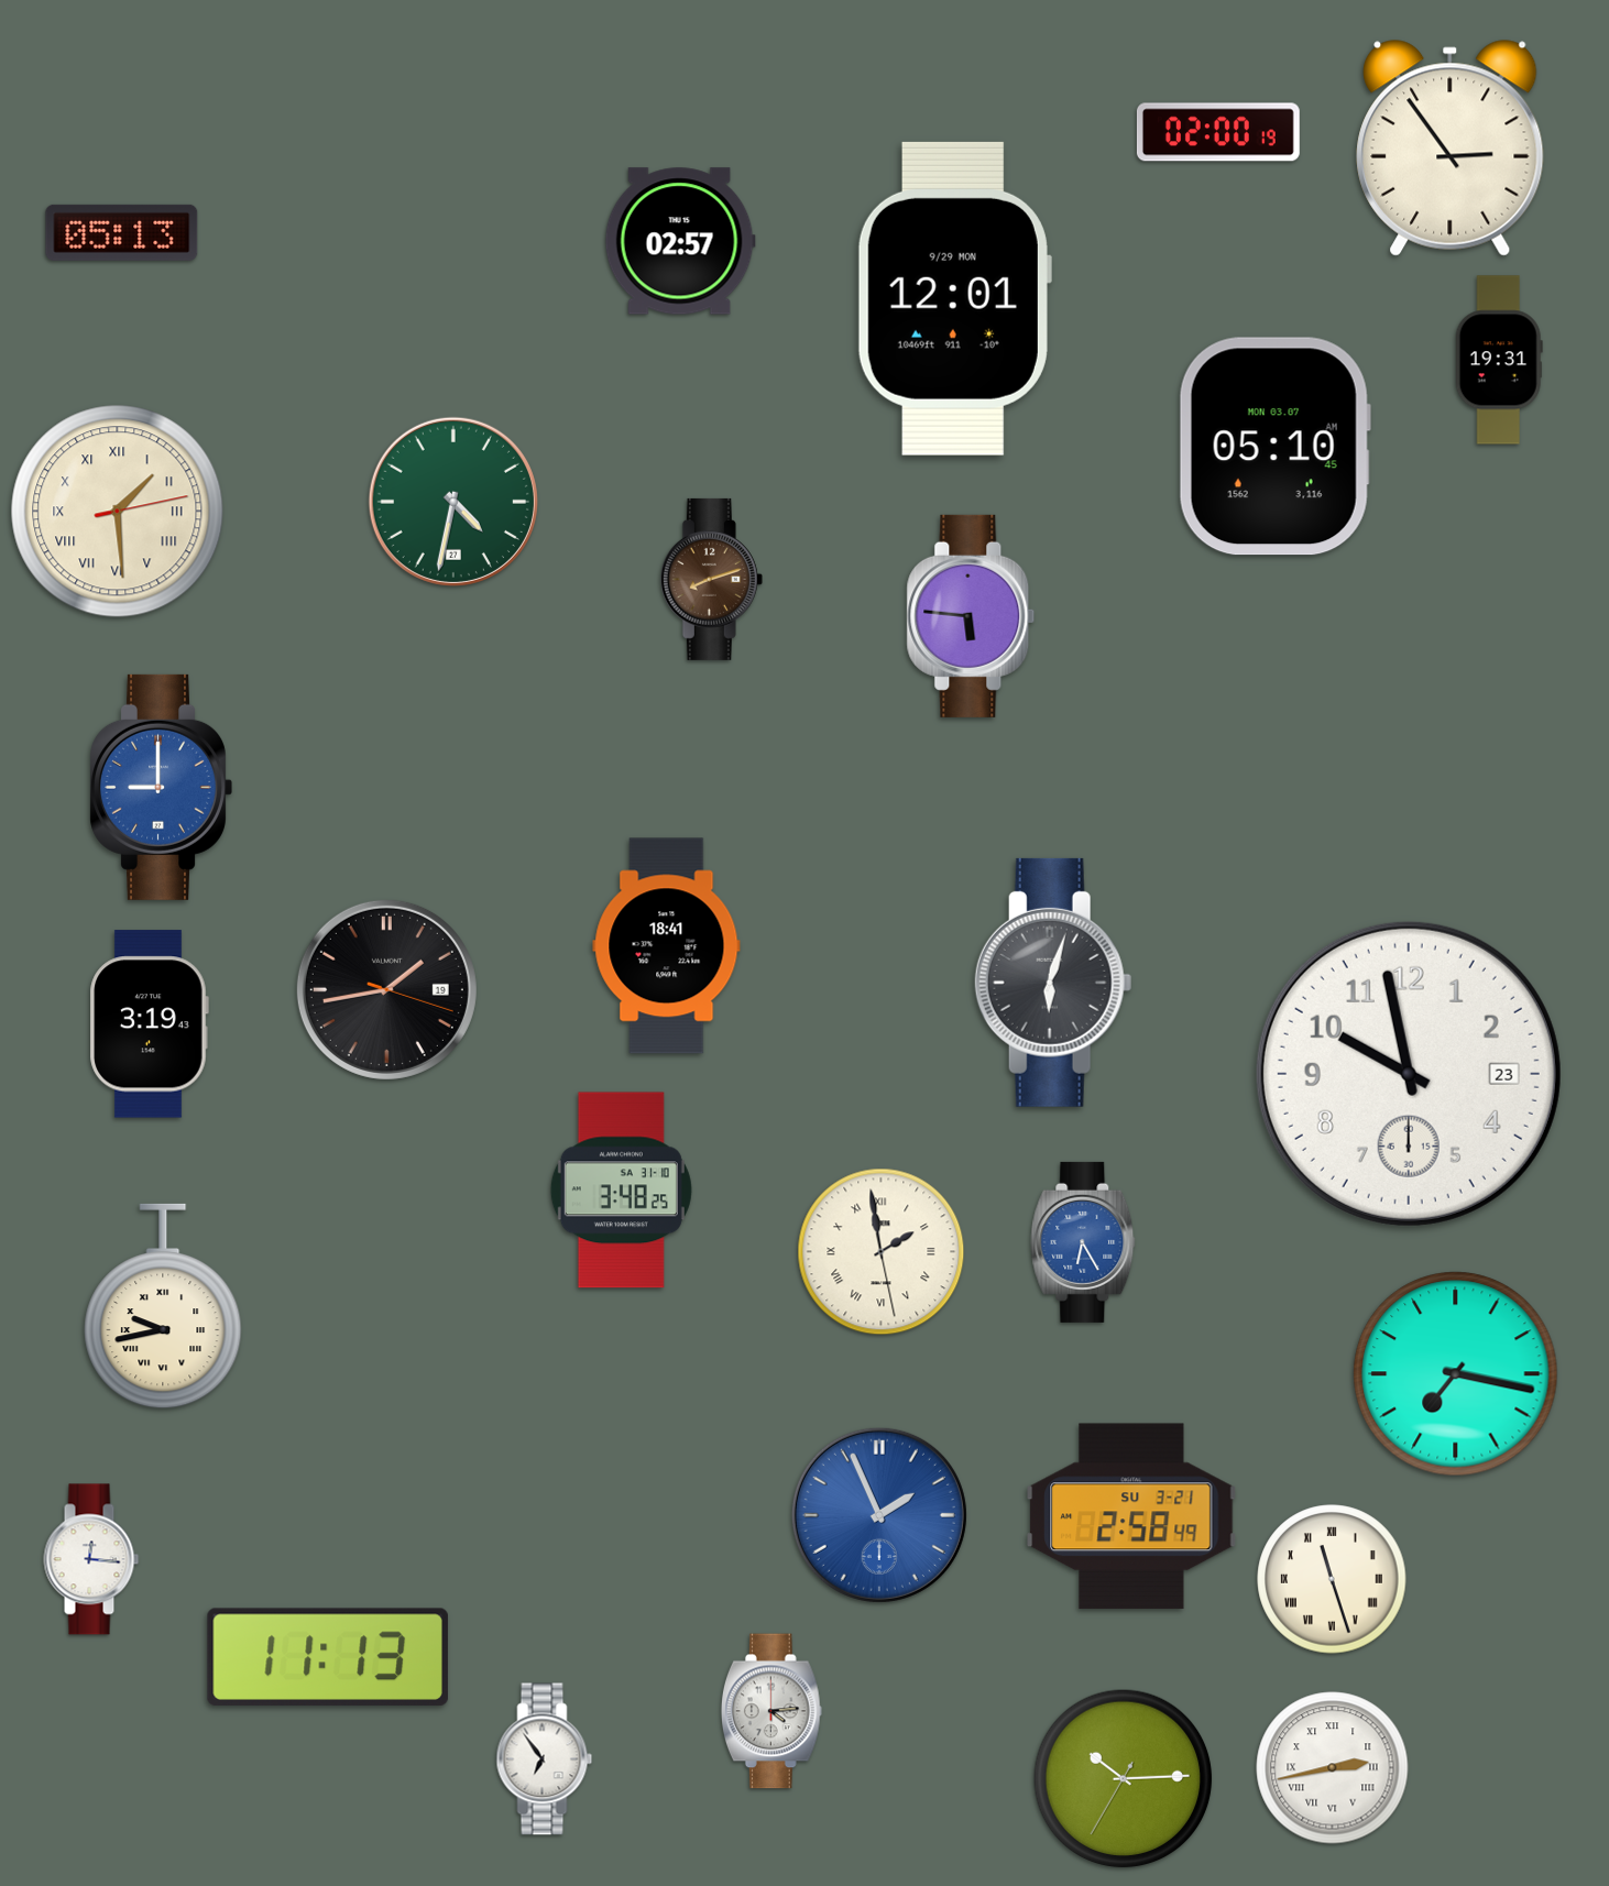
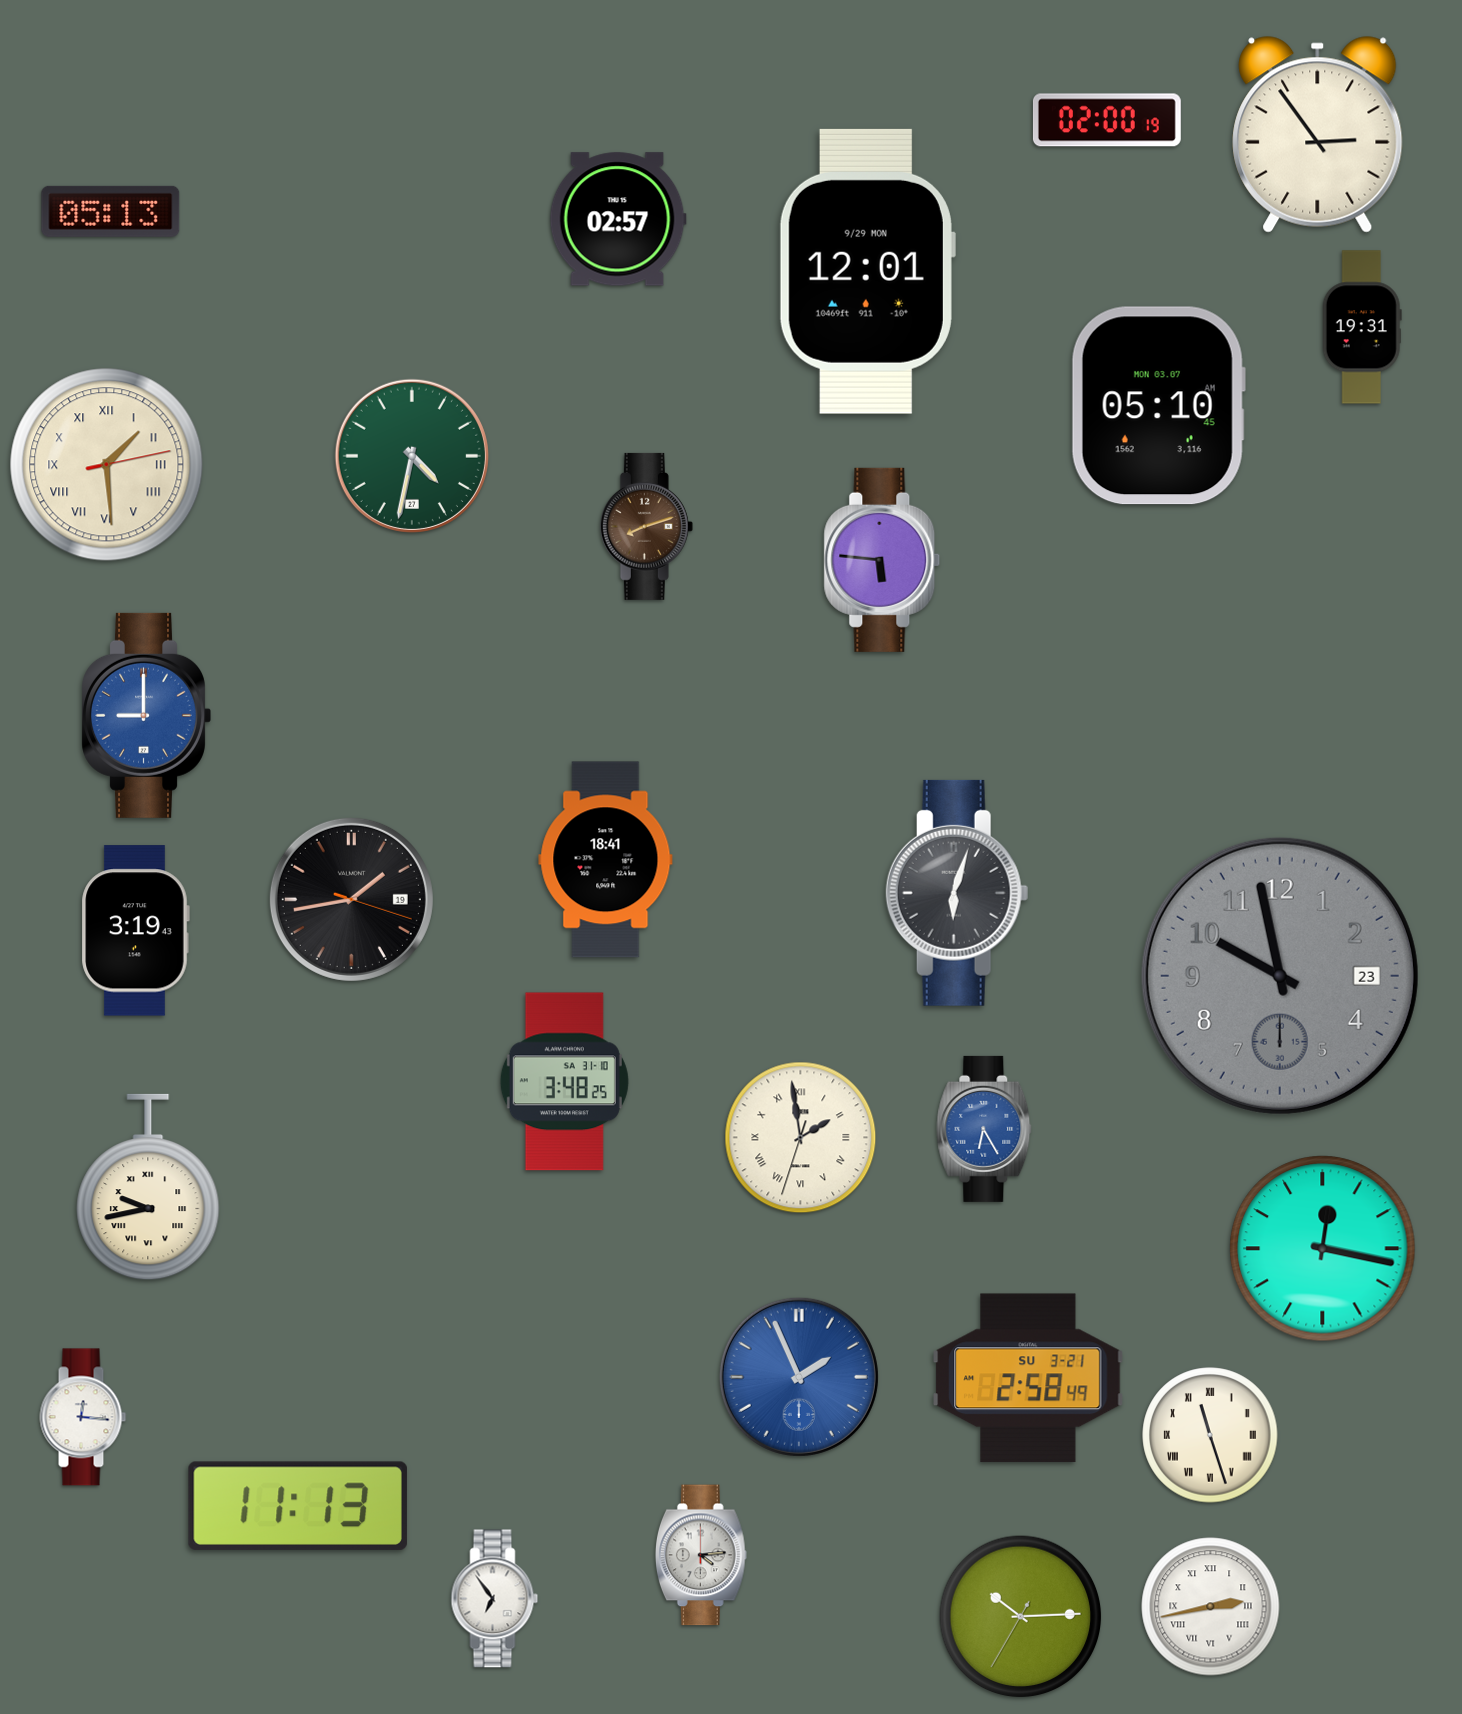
clock at (1409, 1074) dial: white -> grey
clock at (882, 1252): 1:58:28 -> 1:58:33
clock at (1456, 1374): 7:17 -> 12:17
